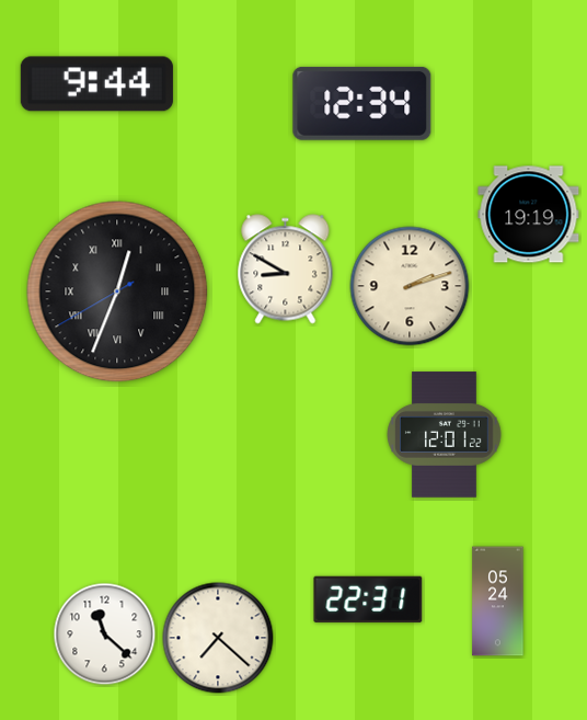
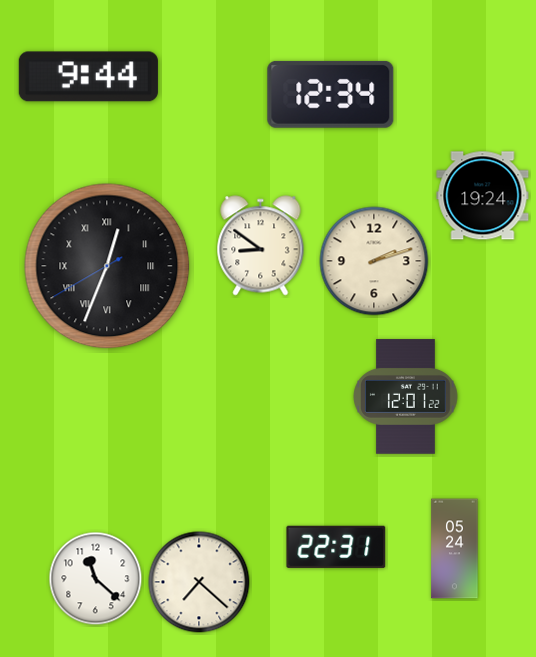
clock at (529, 215): 19:19 -> 19:24
clock at (286, 270): 8:50 -> 8:51
